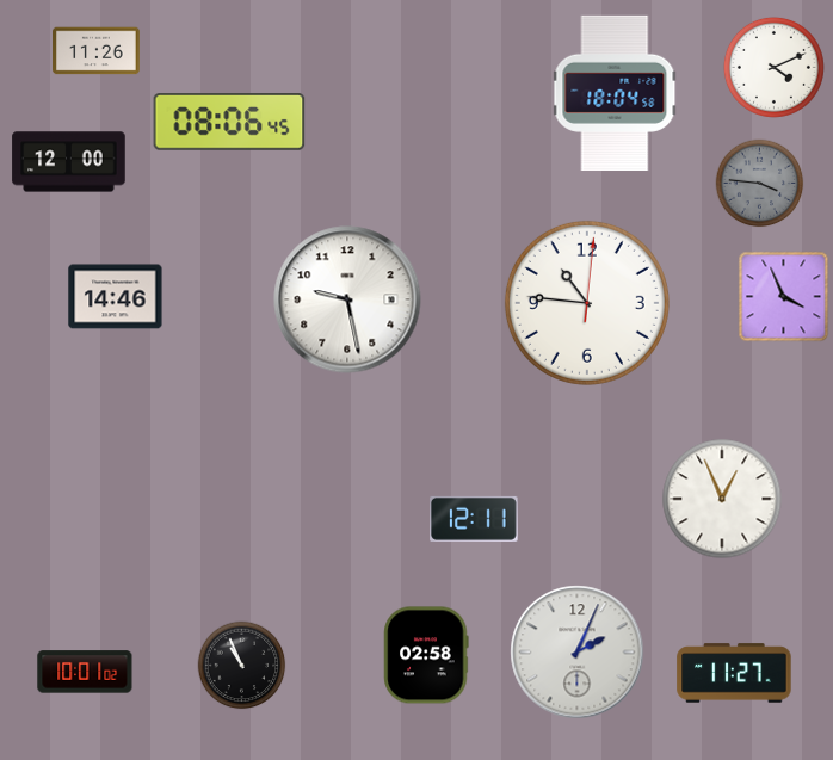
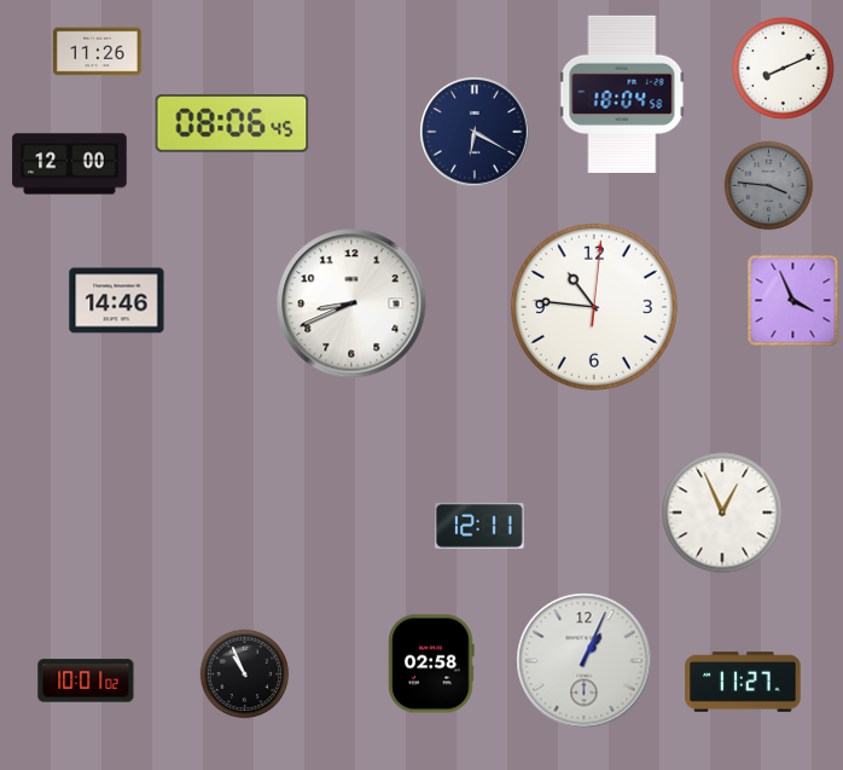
clock at (773, 67): 4:11 -> 8:11
clock at (475, 132): none -> 6:20
clock at (347, 299): 9:28 -> 8:41
clock at (722, 499) position: (722, 499) -> (722, 513)
clock at (578, 653): 2:04 -> 1:04
